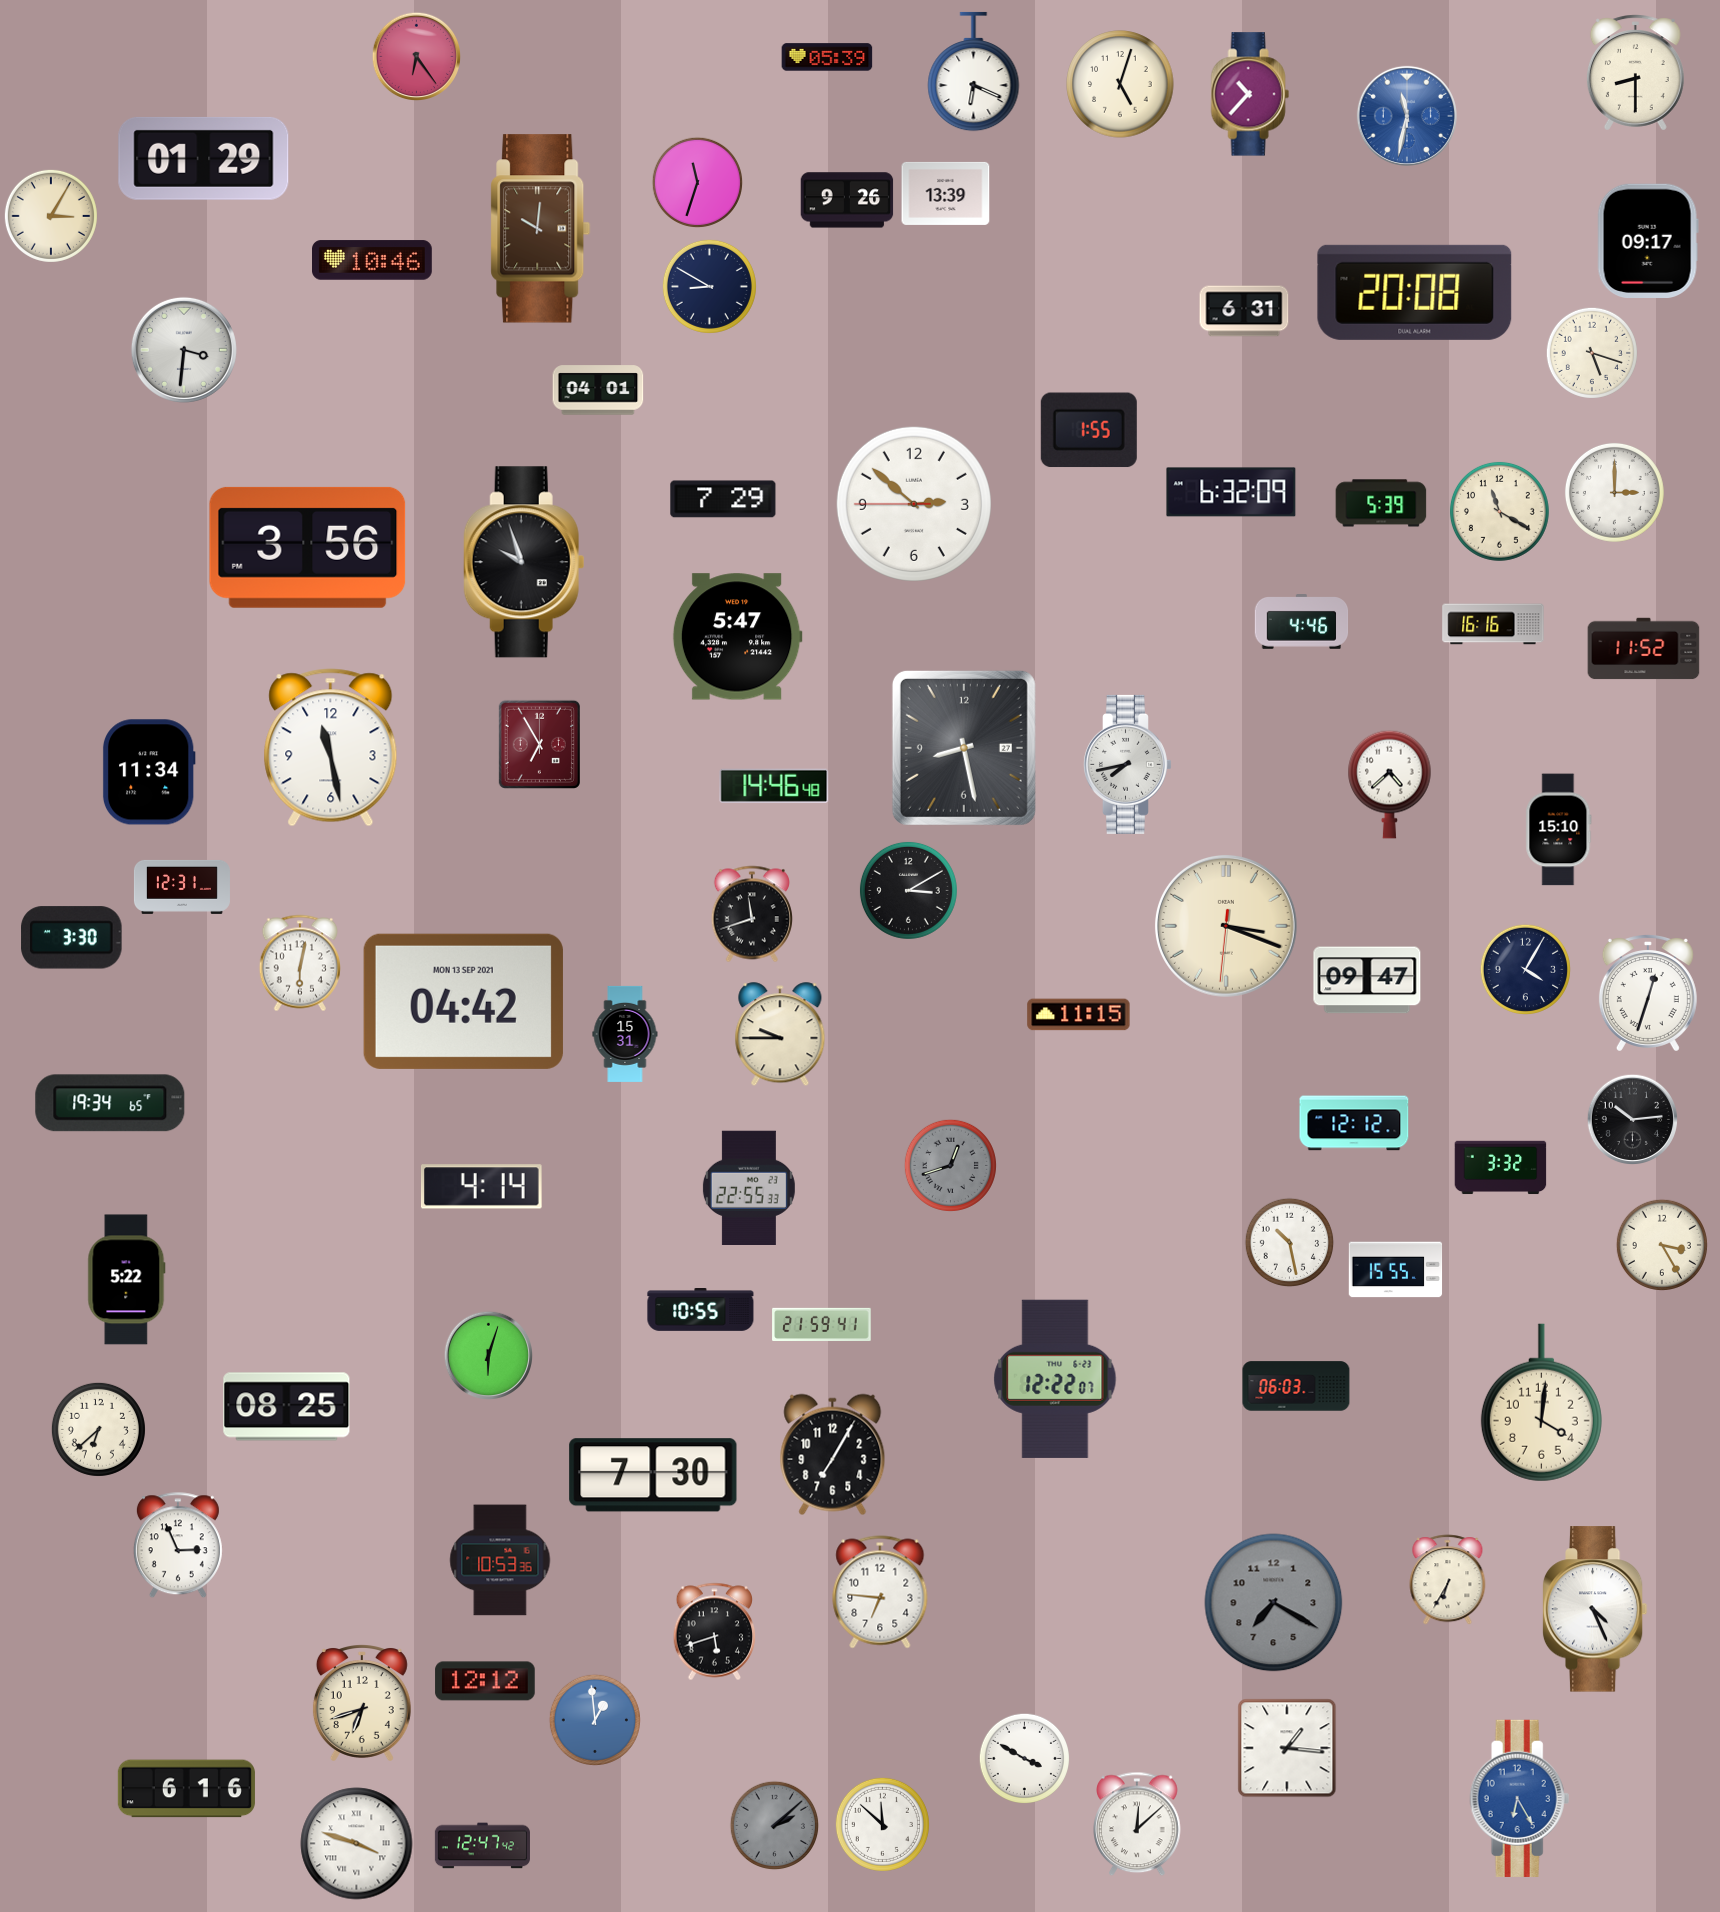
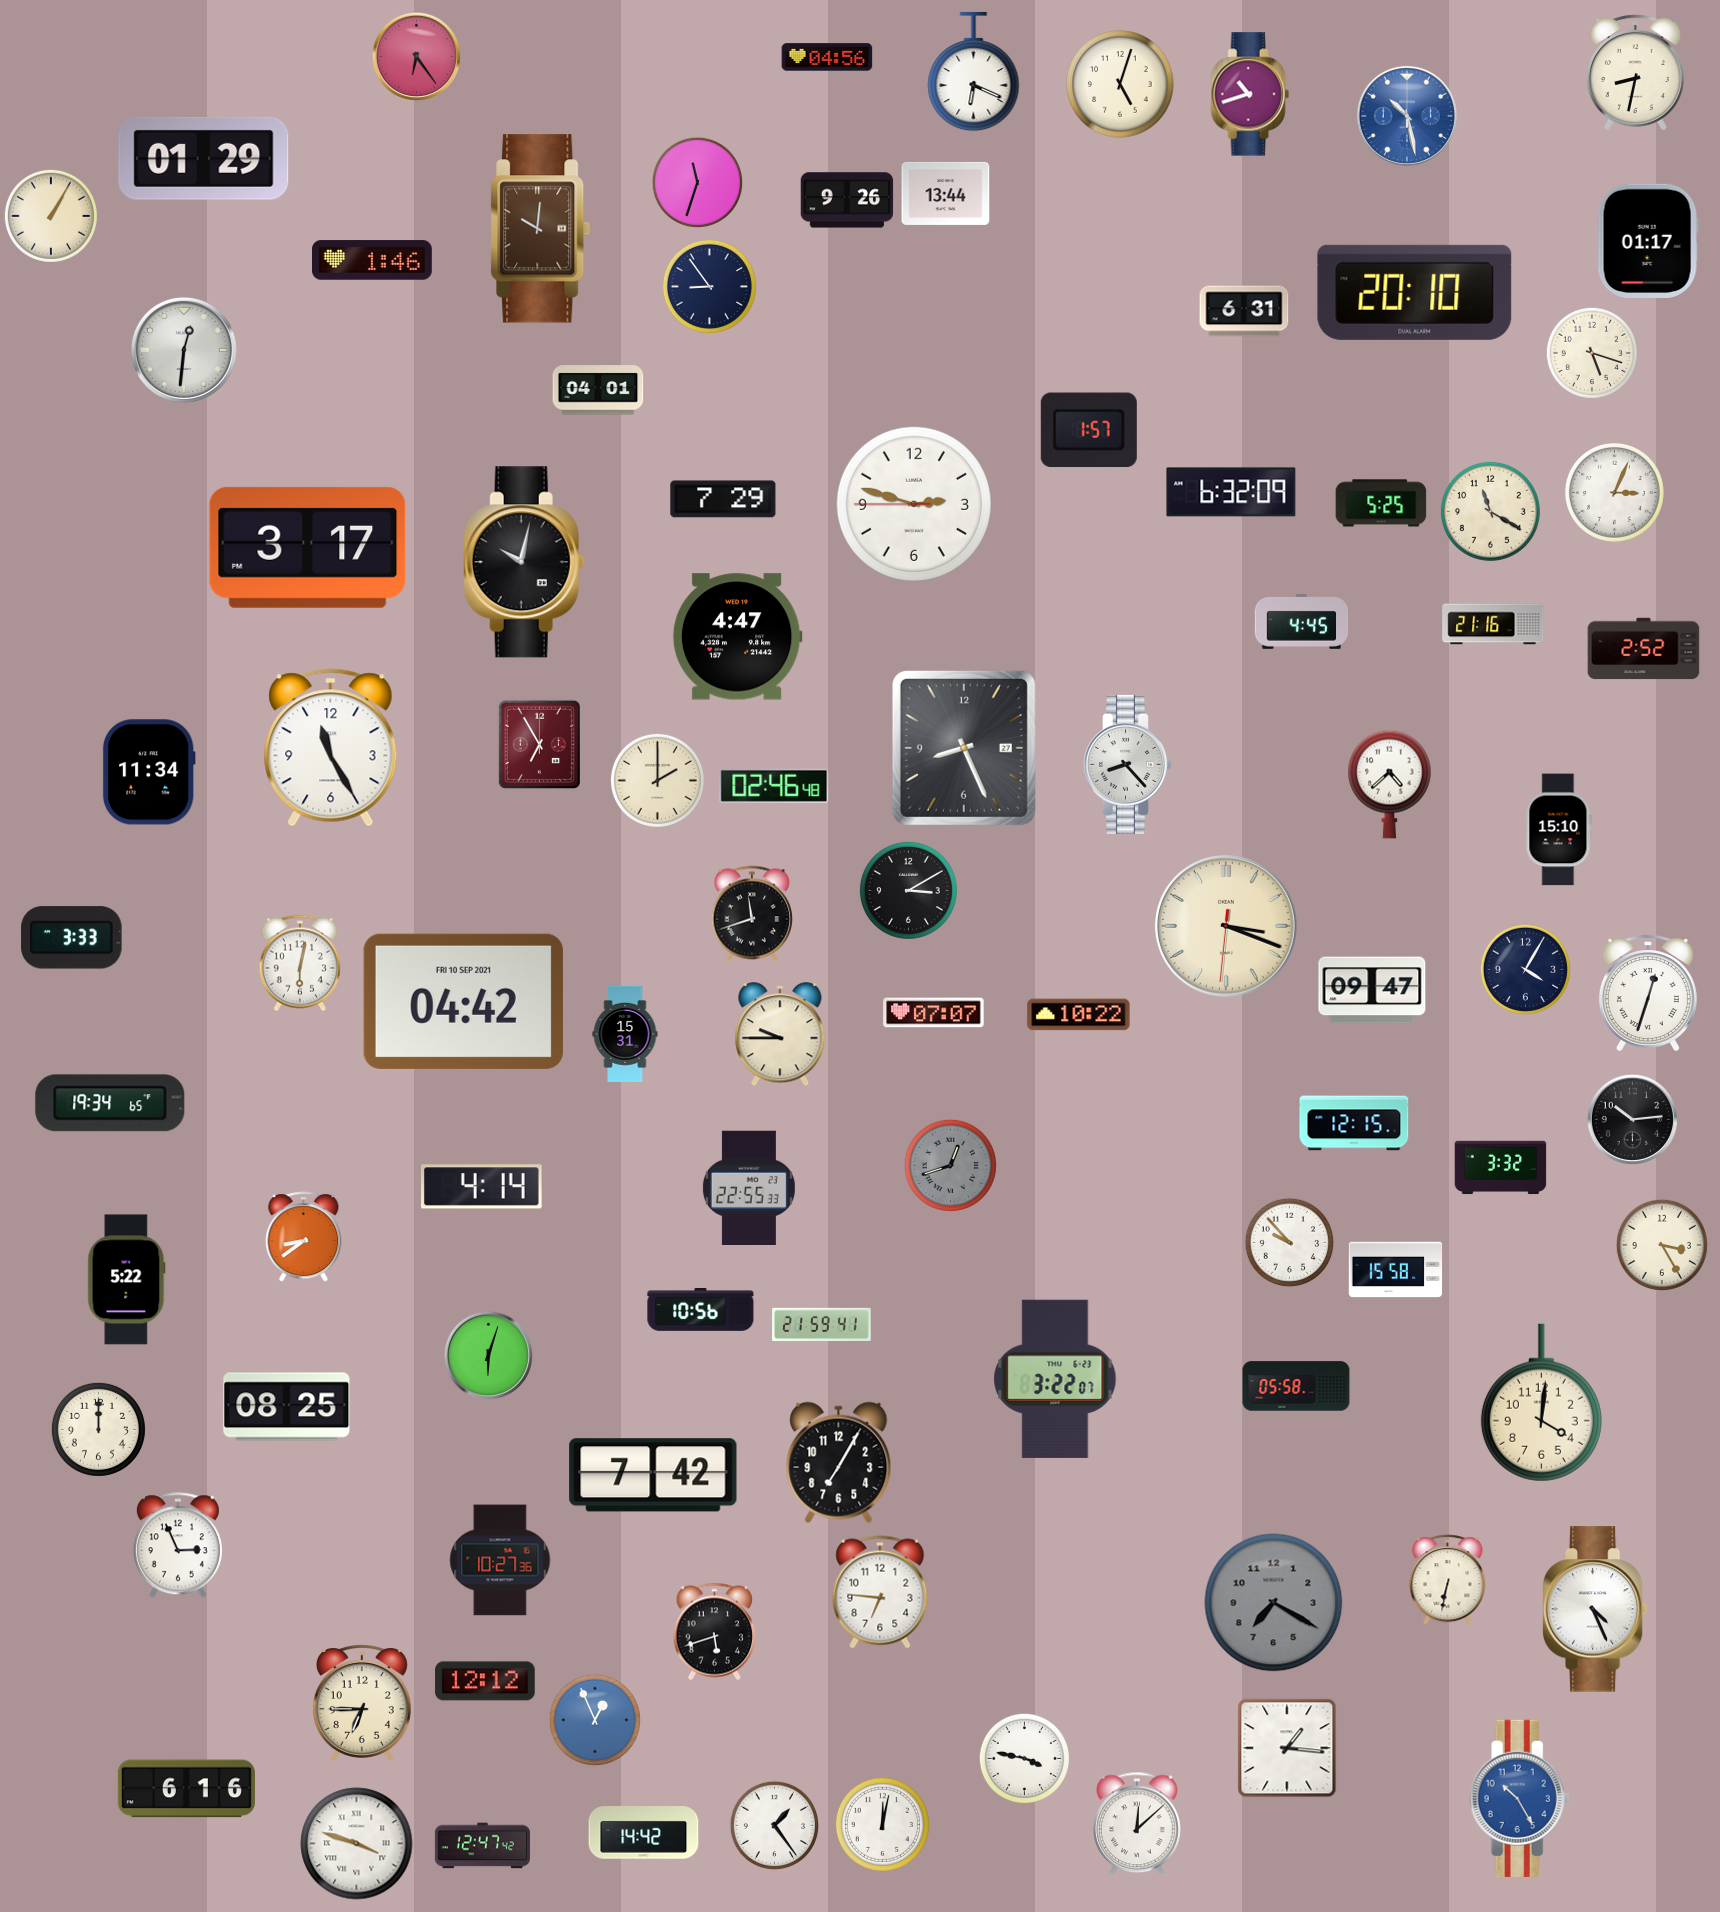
clock at (827, 57): 05:39 -> 04:56
clock at (1635, 73): 8:30 -> 8:32
clock at (1250, 94): 10:37 -> 10:42
clock at (1407, 116): 11:32 -> 10:28
clock at (946, 193): 13:39 -> 13:44
clock at (51, 216): 3:05 -> 1:05
clock at (1648, 240): 09:17 -> 01:17
clock at (373, 260): 10:46 -> 1:46
clock at (709, 286): 8:50 -> 8:54
clock at (1415, 292): 20:08 -> 20:10
clock at (184, 350): 3:31 -> 12:31
clock at (1089, 430): 1:55 -> 1:57
clock at (1614, 492): 3:00 -> 3:04
clock at (1381, 503): 5:39 -> 5:25
clock at (914, 504): 2:51 -> 2:47
clock at (1499, 511) position: (1499, 511) -> (1490, 511)
clock at (308, 547): 3:56 -> 3:17
clock at (524, 562): 9:57 -> 10:02
clock at (1302, 622): 4:46 -> 4:45
clock at (1493, 624): 16:16 -> 21:16
clock at (737, 637): 5:47 -> 4:47
clock at (1644, 649): 11:52 -> 2:52
clock at (331, 748): 11:28 -> 11:25
clock at (964, 748): 8:28 -> 8:26
clock at (1127, 764): 7:43 -> 8:23
clock at (657, 780): none -> 2:00
clock at (774, 786): 14:46 -> 02:46
clock at (182, 887): 12:31 -> none
clock at (72, 938): 3:30 -> 3:33
clock at (1367, 980) position: (1367, 980) -> (1372, 990)
clock at (463, 1001) date: MON 13 SEP 2021 -> FRI 10 SEP 2021
clock at (934, 1013): none -> 07:07
clock at (1079, 1015): 11:15 -> 10:22
clock at (1354, 1123): 12:12 -> 12:15
clock at (304, 1237): none -> 8:39
clock at (1290, 1243): 10:28 -> 9:53
clock at (1396, 1270): 15:55 -> 15:58
clock at (701, 1310): 10:55 -> 10:56
clock at (1055, 1379): 12:22 -> 3:22
clock at (1296, 1386): 06:03 -> 05:58
clock at (98, 1429): 6:38 -> 12:00
clock at (833, 1455) position: (833, 1455) -> (839, 1463)
clock at (653, 1475): 7:30 -> 7:42
clock at (500, 1560): 10:53 -> 10:27
clock at (1448, 1580): 6:35 -> 6:32
clock at (362, 1703): 6:42 -> 6:45
clock at (595, 1720): 12:59 -> 12:56
clock at (1024, 1758): 3:50 -> 3:47
clock at (1520, 1798): 6:25 -> 10:25
clock at (882, 1824): 11:52 -> 12:02
clock at (775, 1826): 2:08 -> 1:24
clock at (775, 1826) dial: grey -> white
clock at (644, 1833): none -> 14:42
